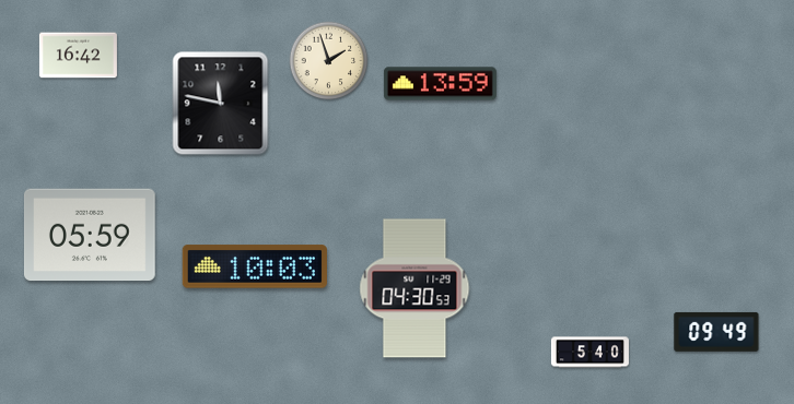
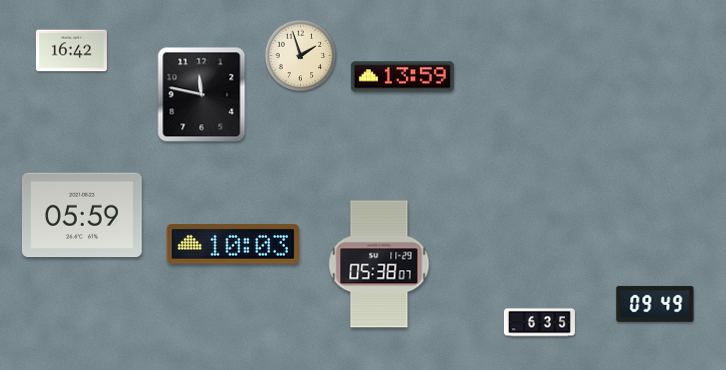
clock at (414, 288): 04:30 -> 05:38
clock at (589, 353): 5:40 -> 6:35
